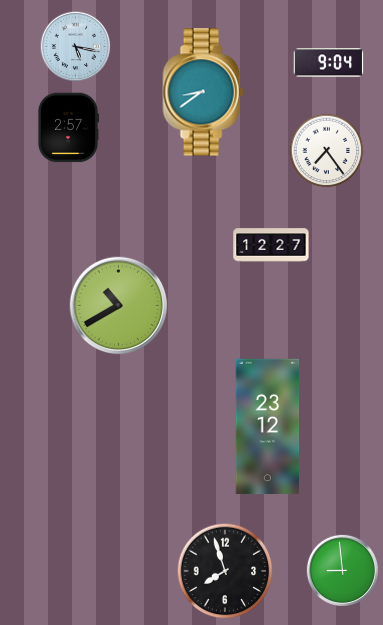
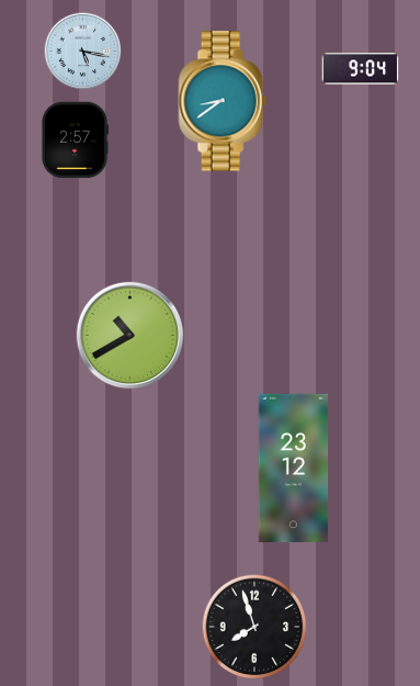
clock at (327, 151): 7:24 -> none
clock at (271, 245): 12:27 -> none
clock at (342, 570): 8:59 -> none
clock at (225, 571) position: (225, 571) -> (254, 627)
